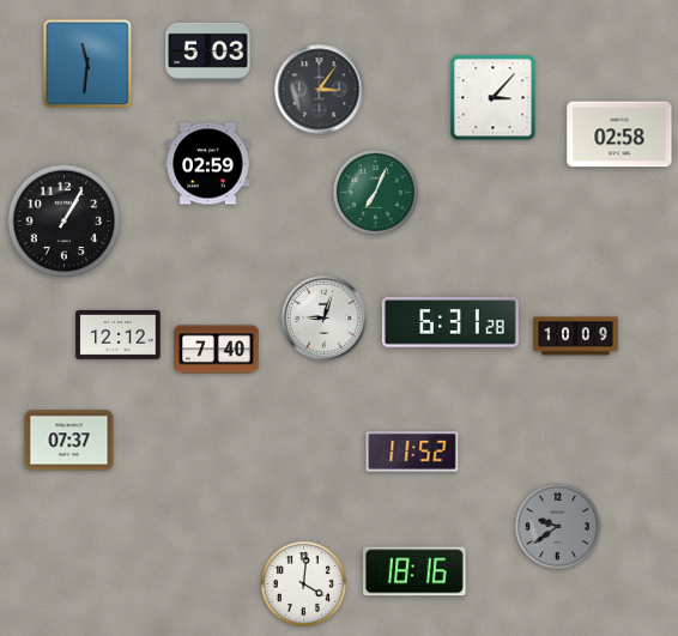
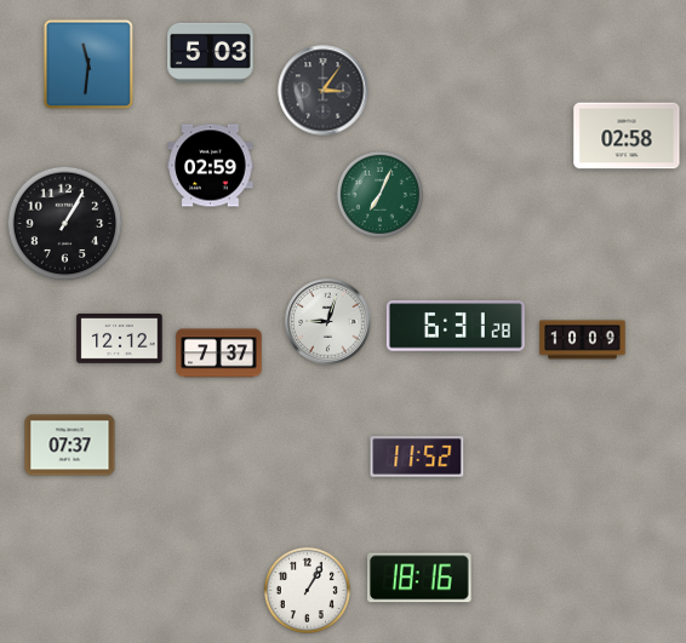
clock at (494, 98): 3:07 -> none
clock at (217, 350): 7:40 -> 7:37
clock at (557, 526): 9:39 -> none
clock at (303, 583): 4:01 -> 1:05
